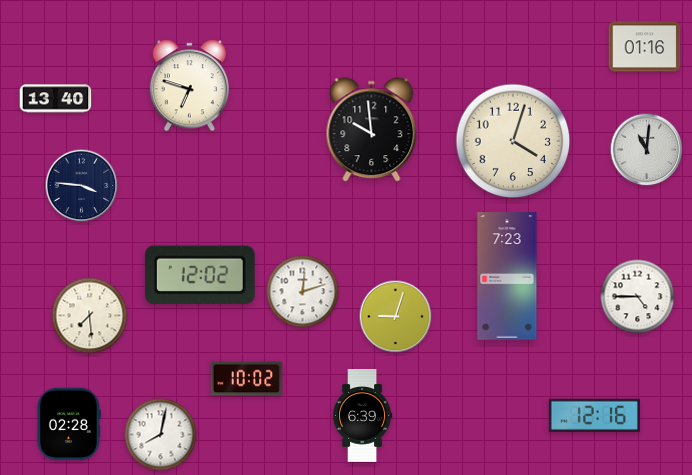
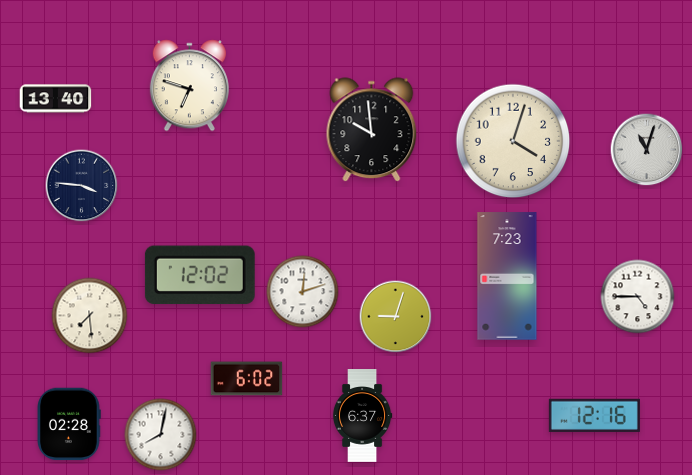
clock at (645, 47): 01:16 -> none
clock at (647, 150): 11:01 -> 11:03
clock at (247, 379): 10:02 -> 6:02
clock at (362, 416): 6:39 -> 6:37
